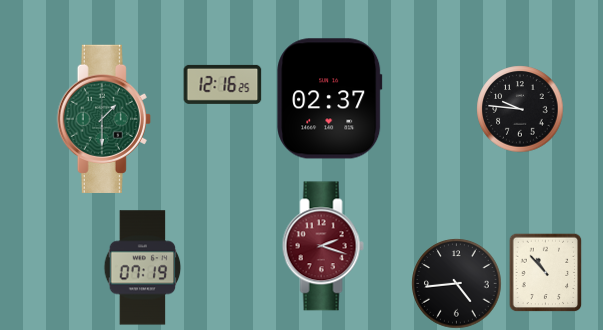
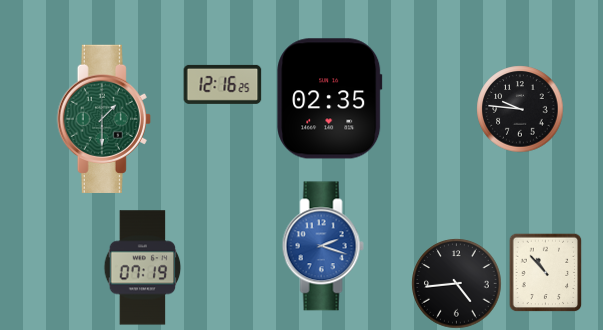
clock at (330, 99): 02:37 -> 02:35
clock at (323, 246) dial: burgundy -> blue
